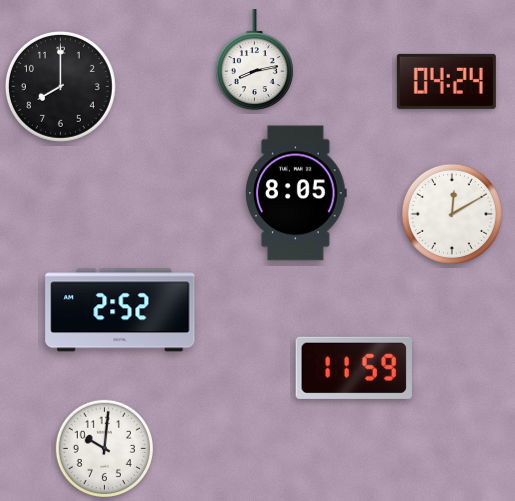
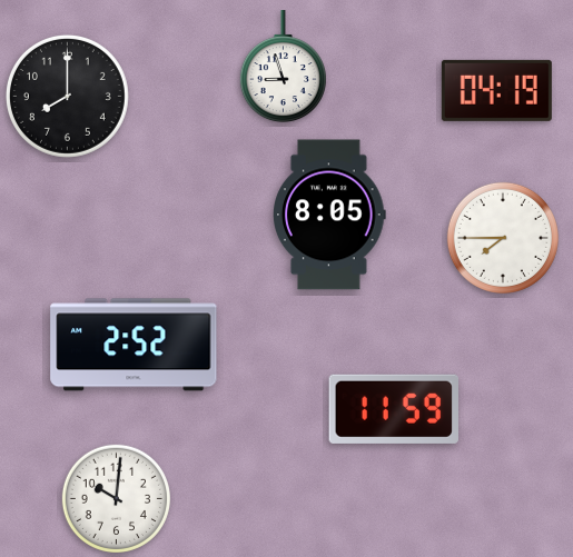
clock at (254, 61): 8:13 -> 8:57
clock at (446, 81): 04:24 -> 04:19
clock at (452, 214): 12:10 -> 7:45
